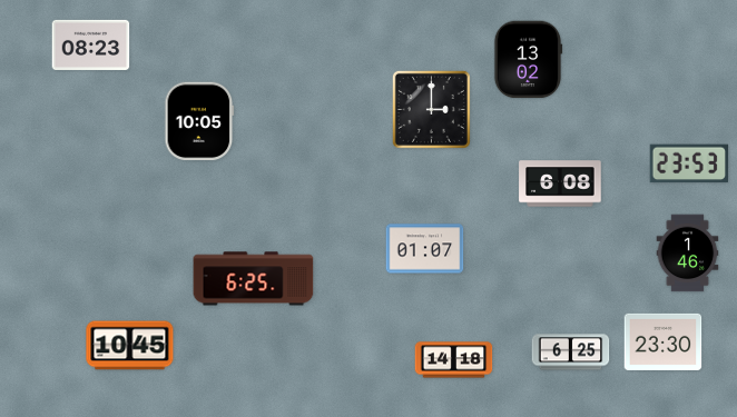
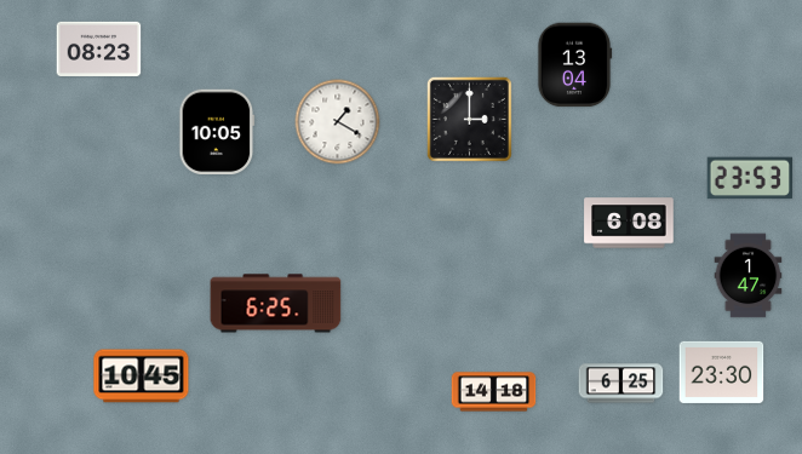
clock at (528, 60): 13:02 -> 13:04
clock at (338, 122): none -> 1:20
clock at (560, 183) position: (560, 183) -> (629, 223)
clock at (425, 249): 01:07 -> none
clock at (688, 254): 1:46 -> 1:47
